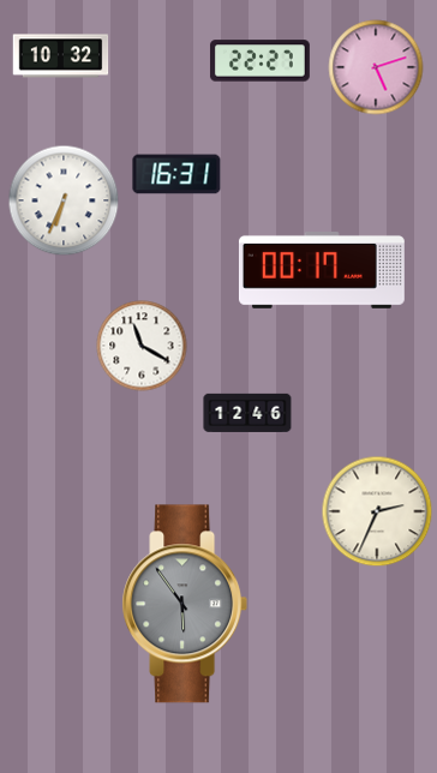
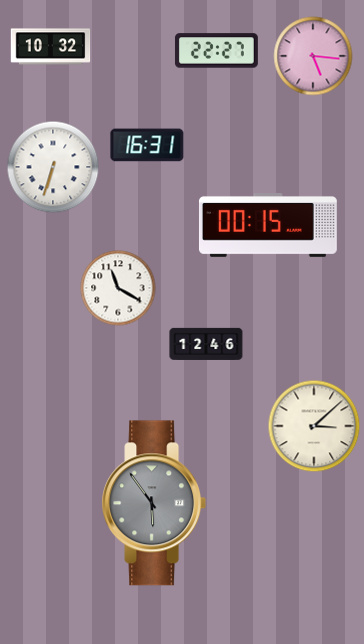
clock at (376, 67): 5:12 -> 5:16
clock at (64, 200): 6:34 -> 6:33
clock at (322, 271): 00:17 -> 00:15
clock at (377, 511): 2:34 -> 3:08
